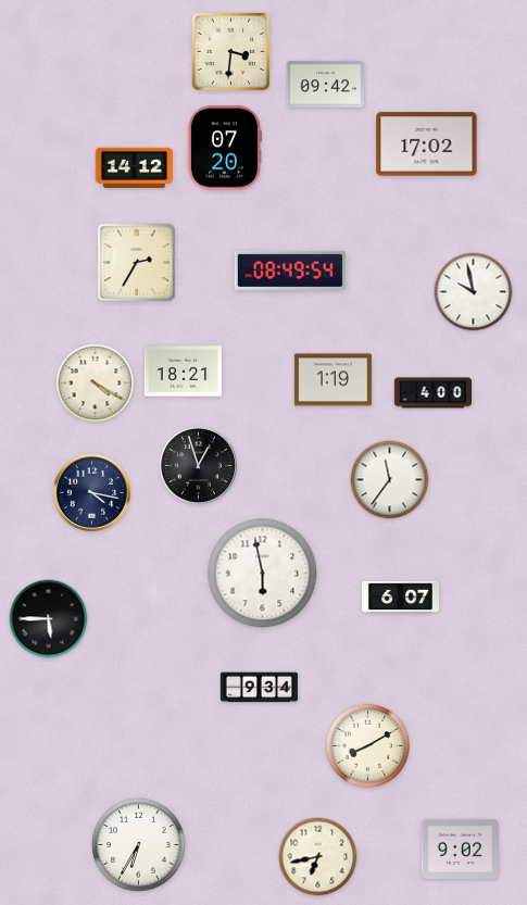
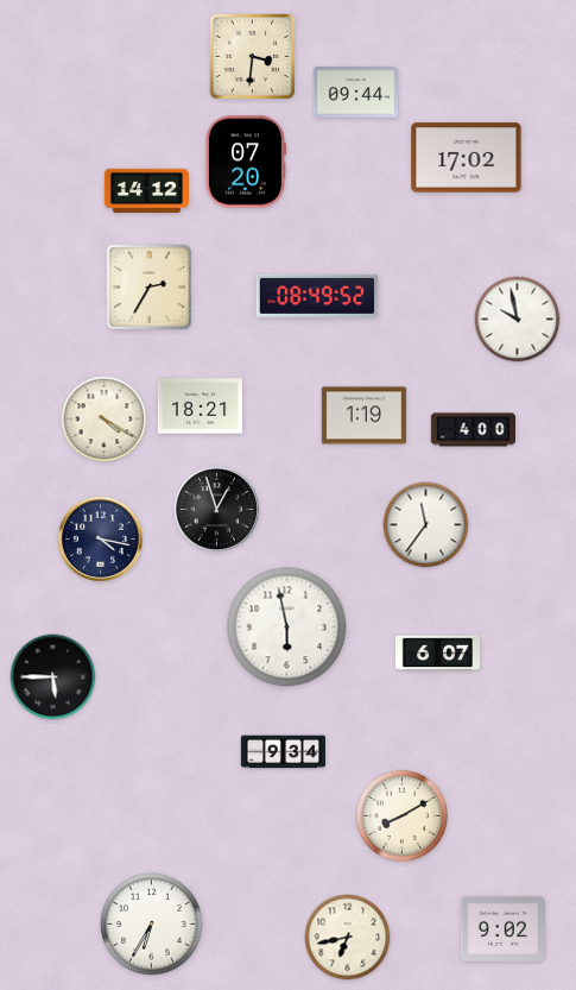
clock at (325, 85): 09:42 -> 09:44
clock at (134, 167) position: (134, 167) -> (146, 190)
clock at (290, 271): 08:49:54 -> 08:49:52
